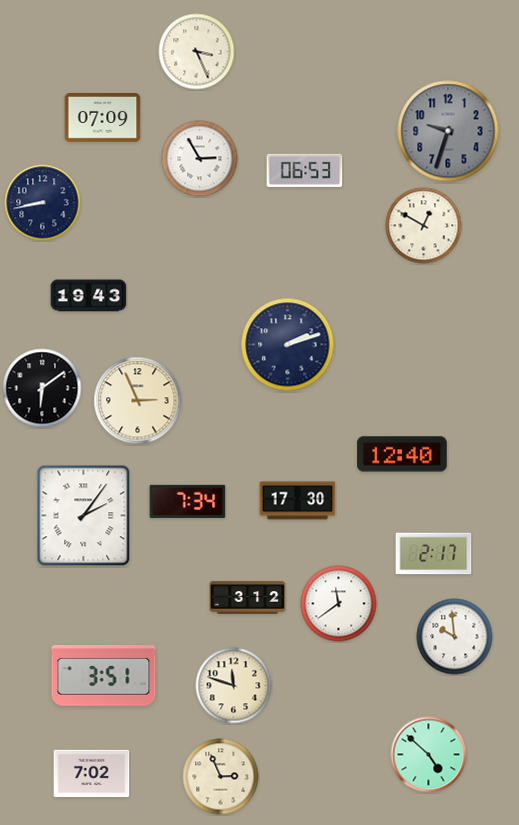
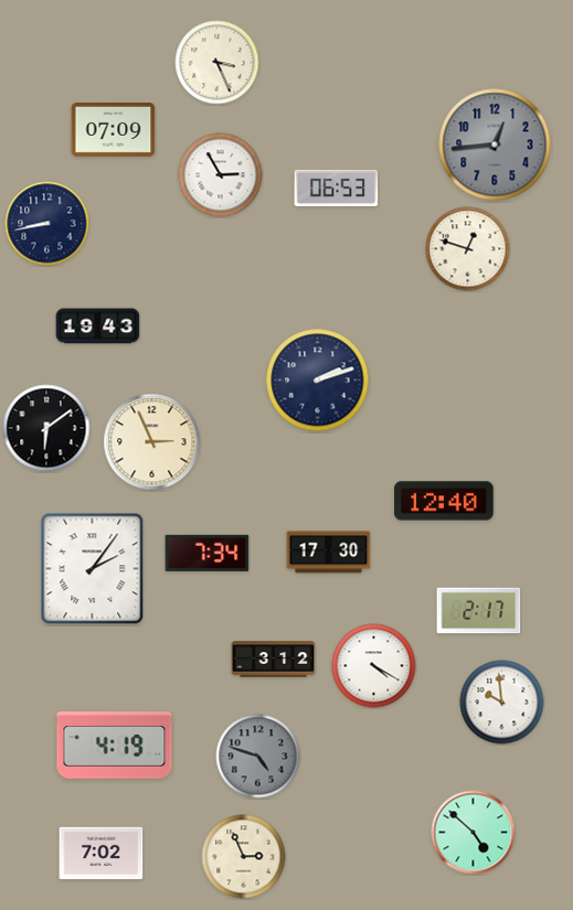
clock at (197, 52) position: (197, 52) -> (217, 63)
clock at (448, 131): 9:33 -> 12:44
clock at (424, 226): 12:50 -> 12:48
clock at (339, 604): 11:39 -> 4:20
clock at (104, 676): 3:51 -> 4:19
clock at (234, 686): 11:48 -> 4:48
clock at (234, 686) dial: cream -> grey
